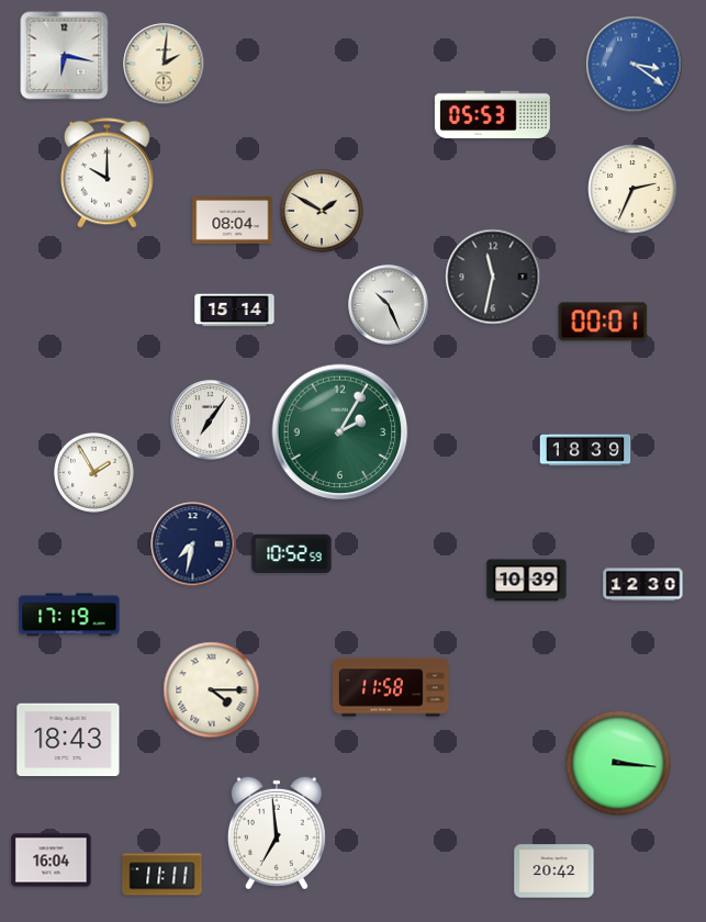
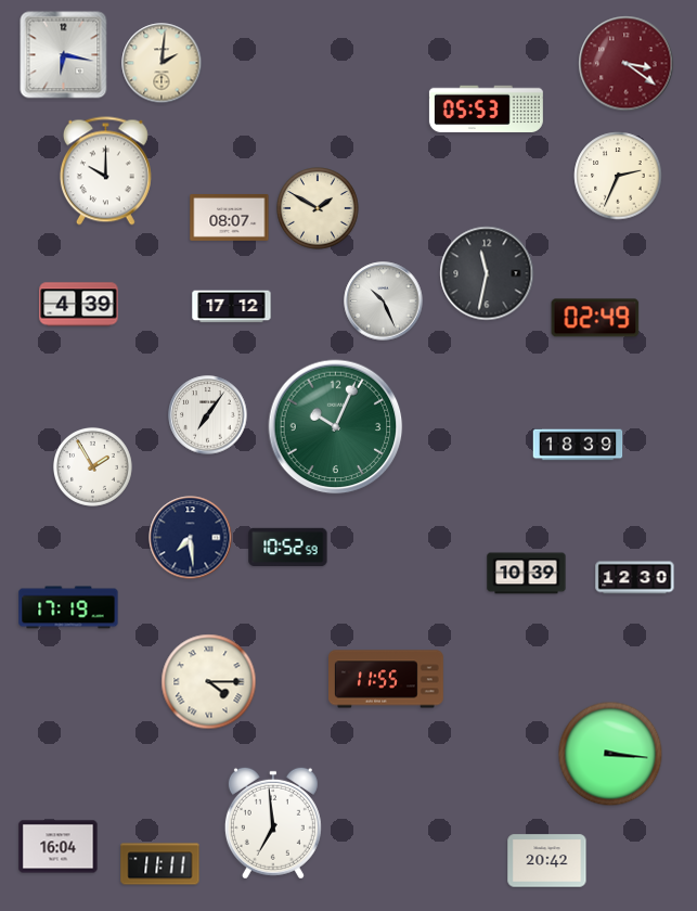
clock at (635, 65) dial: blue -> burgundy
clock at (492, 114) position: (492, 114) -> (486, 108)
clock at (632, 189) position: (632, 189) -> (618, 176)
clock at (233, 221): 08:04 -> 08:07
clock at (79, 305): none -> 4:39
clock at (235, 311): 15:14 -> 17:12
clock at (603, 322): 00:01 -> 02:49
clock at (340, 432): 2:05 -> 10:04
clock at (193, 544): 7:32 -> 7:29
clock at (527, 581) position: (527, 581) -> (527, 574)
clock at (392, 687): 11:58 -> 11:55
clock at (68, 740): 18:43 -> none
clock at (52, 861) position: (52, 861) -> (59, 847)
